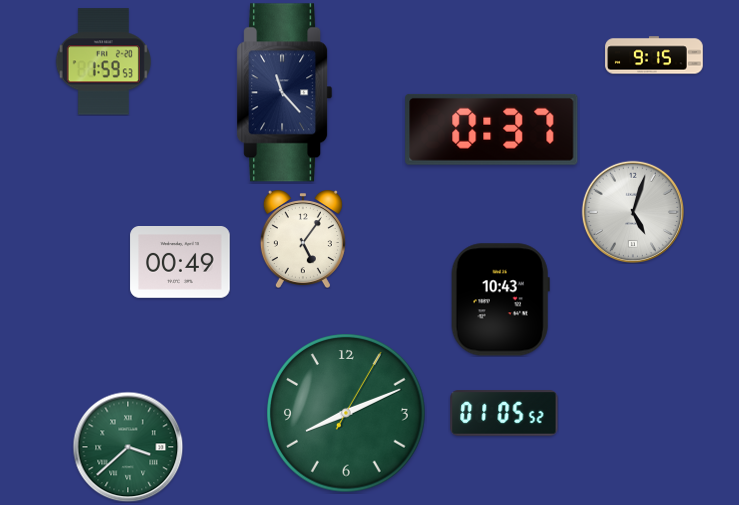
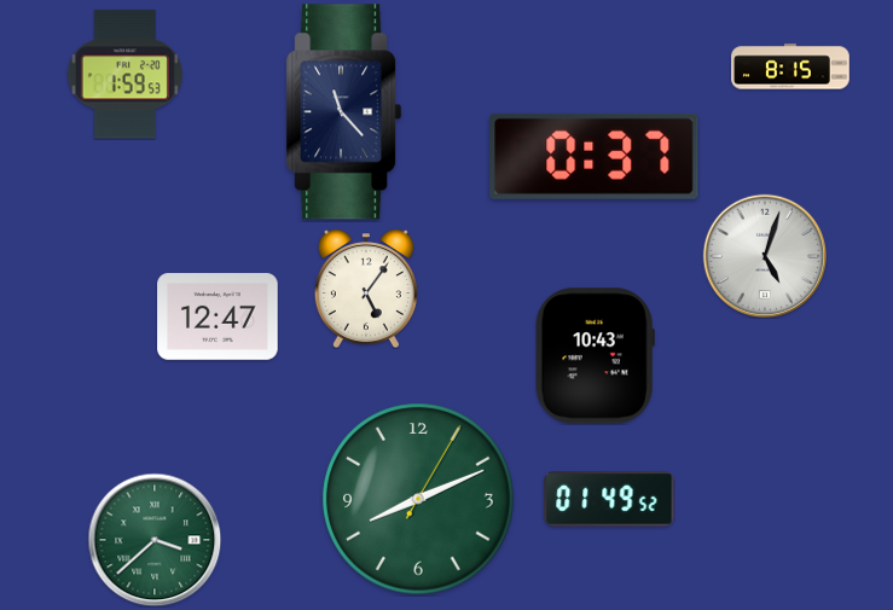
clock at (654, 55): 9:15 -> 8:15
clock at (180, 263): 00:49 -> 12:47
clock at (500, 300) position: (500, 300) -> (595, 356)
clock at (504, 413): 01:05 -> 01:49
